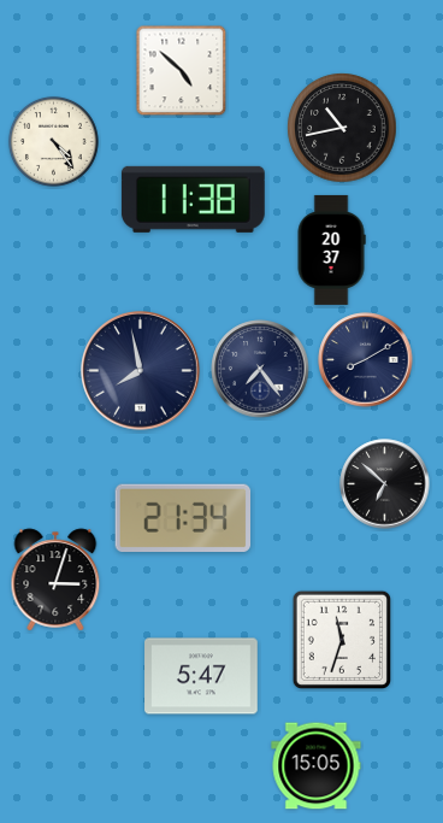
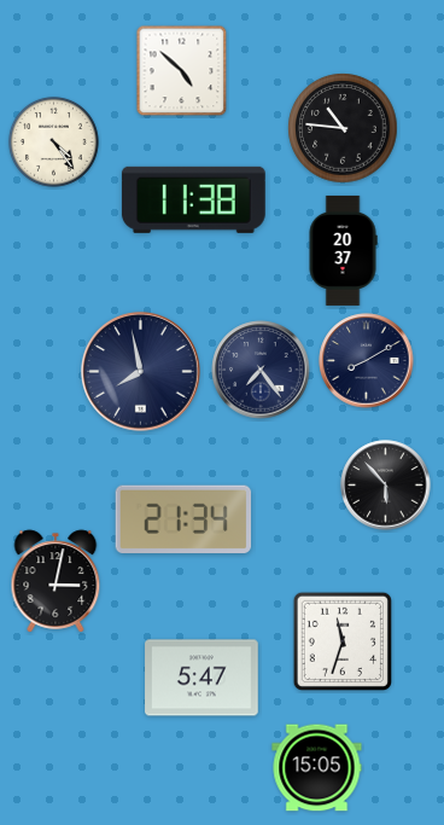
clock at (342, 128): 10:43 -> 10:46
clock at (331, 249) position: (331, 249) -> (343, 250)
clock at (385, 484): 6:52 -> 5:53
clock at (55, 580): 3:03 -> 3:02
